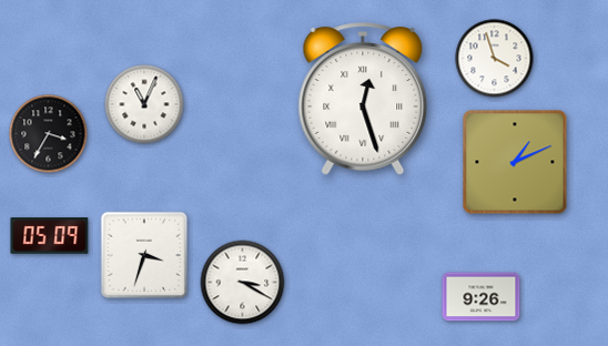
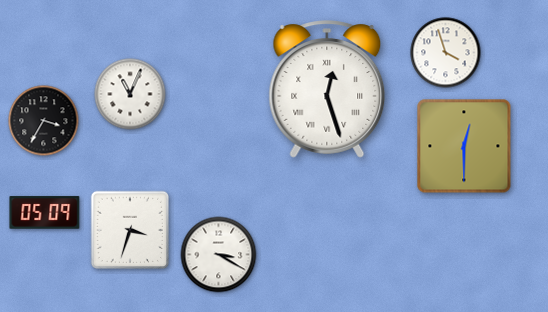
clock at (515, 162): 1:11 -> 12:30
clock at (482, 297): 9:26 -> none
